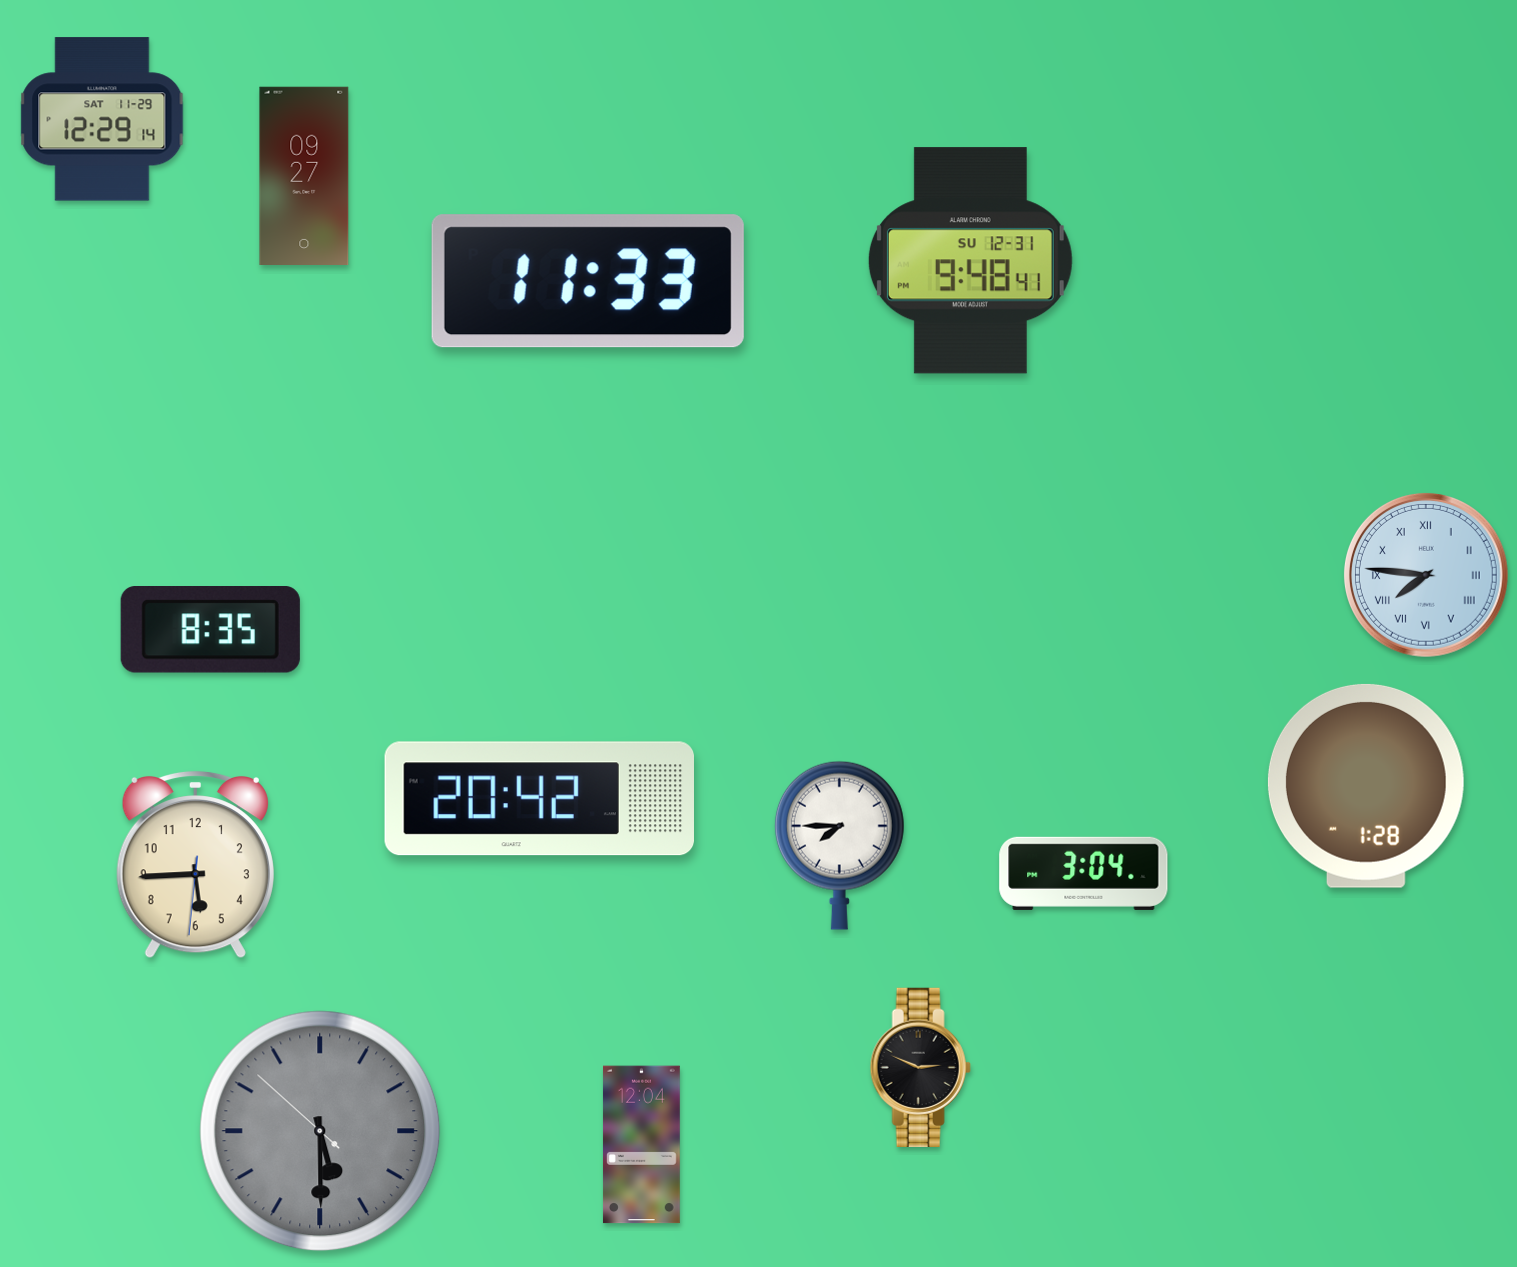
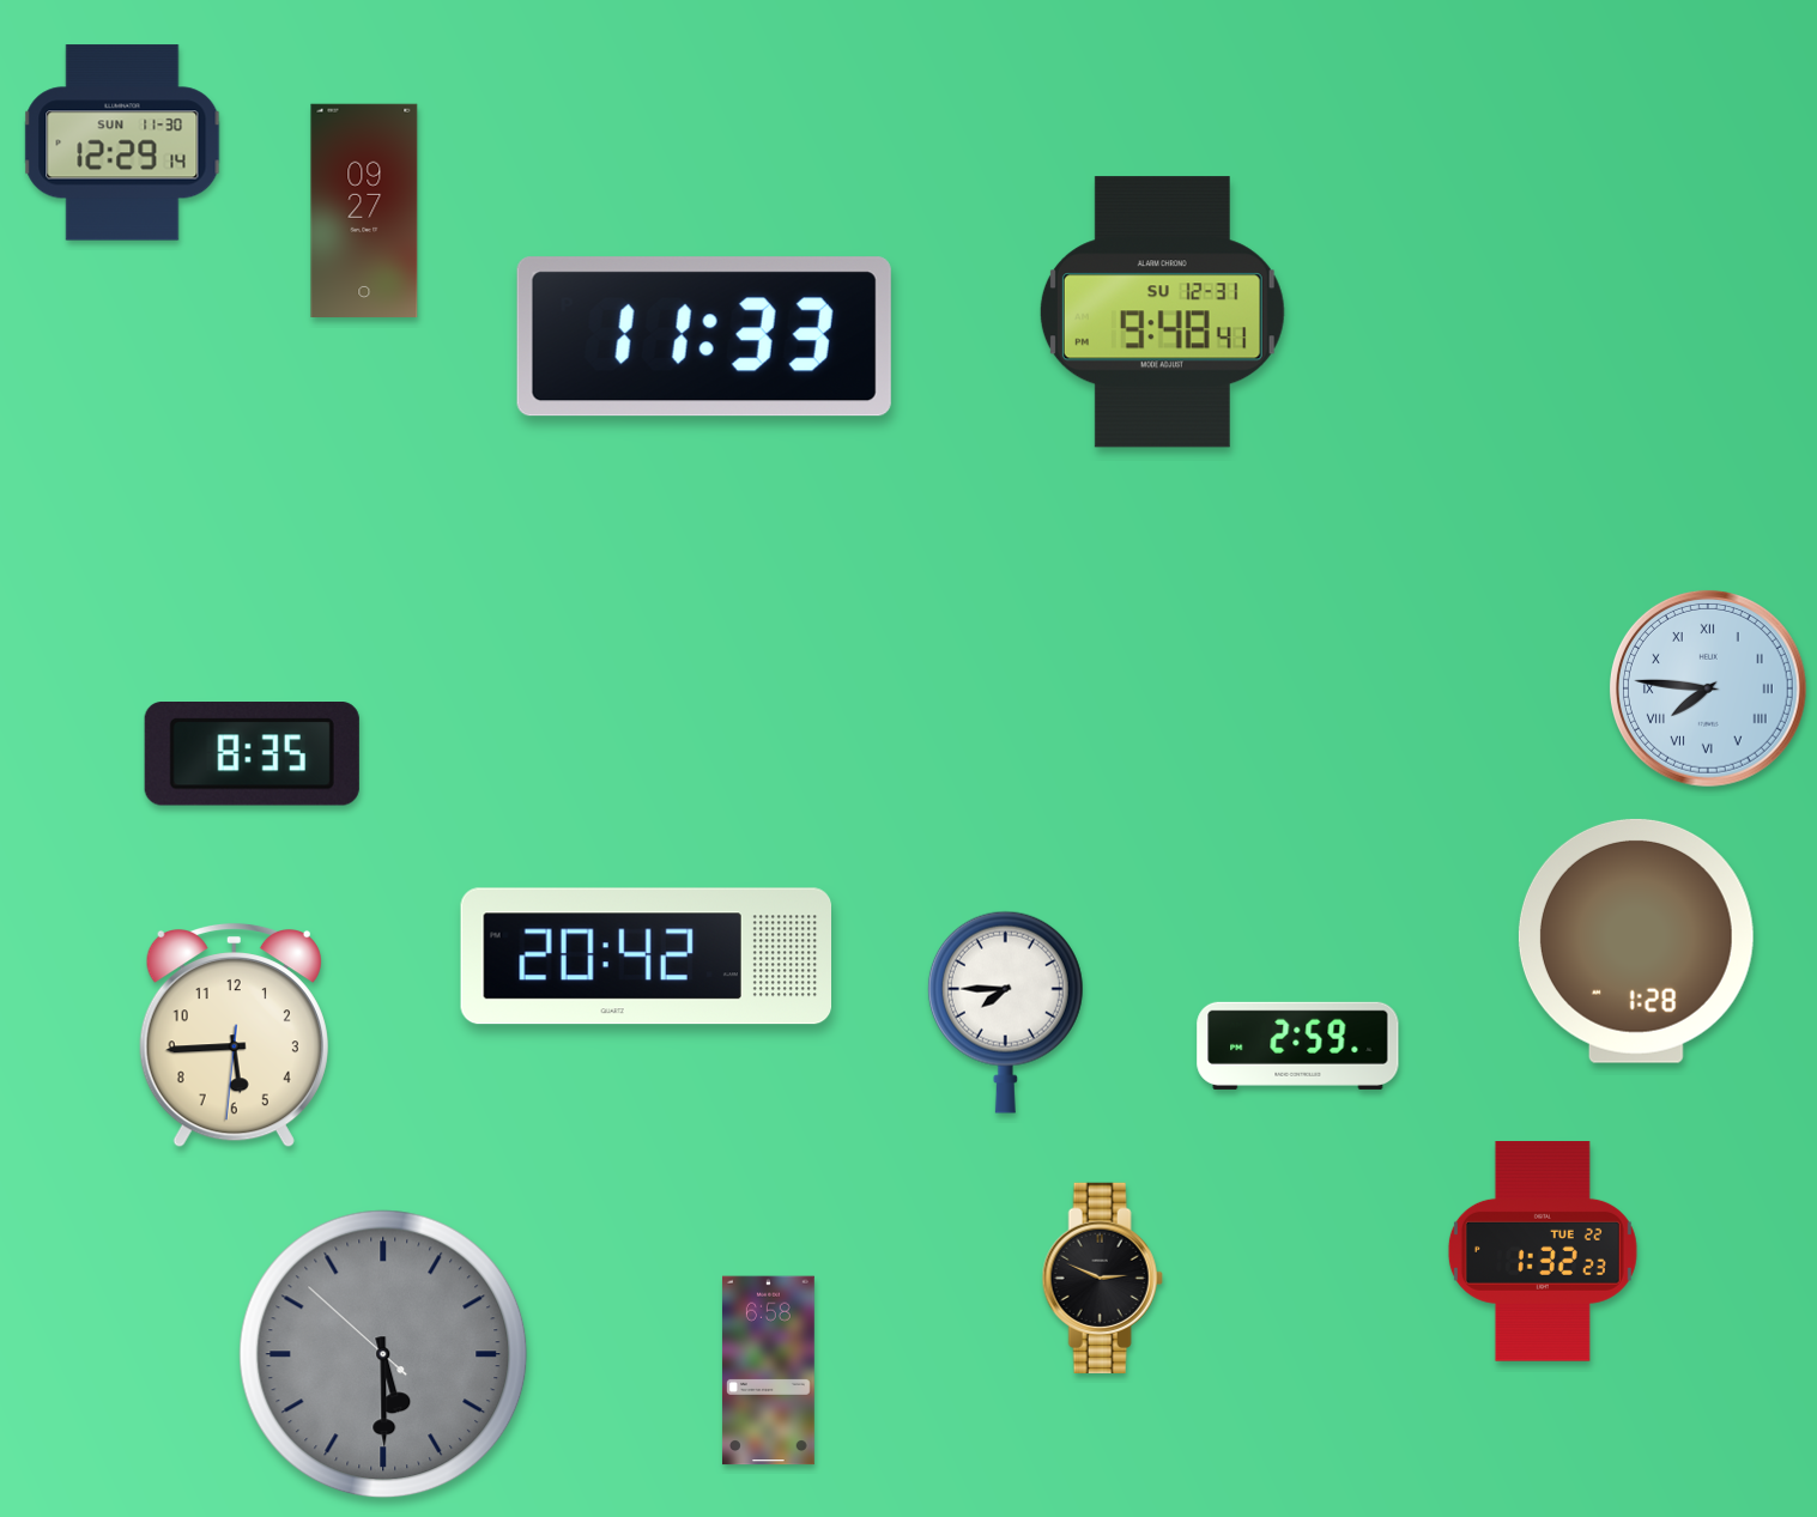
clock at (102, 119) date: SAT 11-29 -> SUN 11-30
clock at (1084, 873): 3:04 -> 2:59
clock at (1543, 1252): none -> 1:32
clock at (641, 1145): 12:04 -> 6:58
